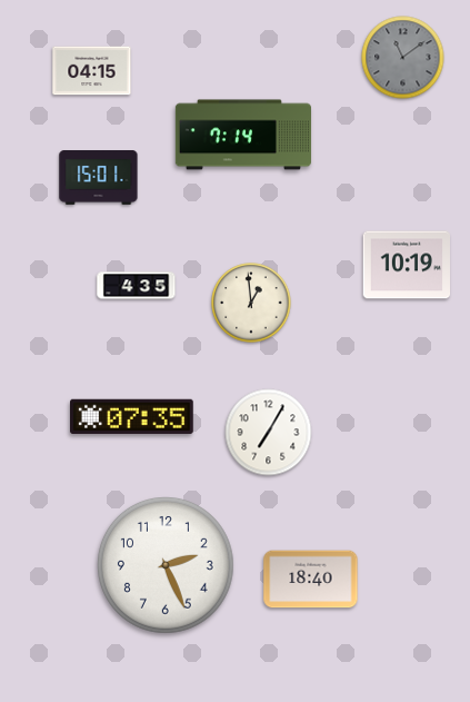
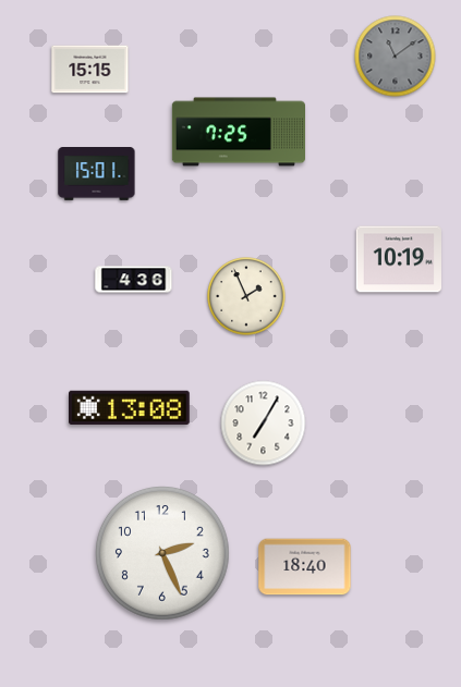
clock at (92, 71): 04:15 -> 15:15
clock at (242, 135): 7:14 -> 7:25
clock at (137, 286): 4:35 -> 4:36
clock at (251, 303): 12:59 -> 1:56
clock at (132, 416): 07:35 -> 13:08
